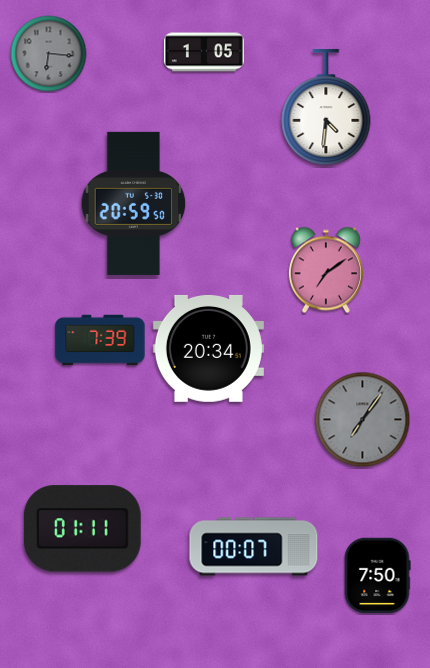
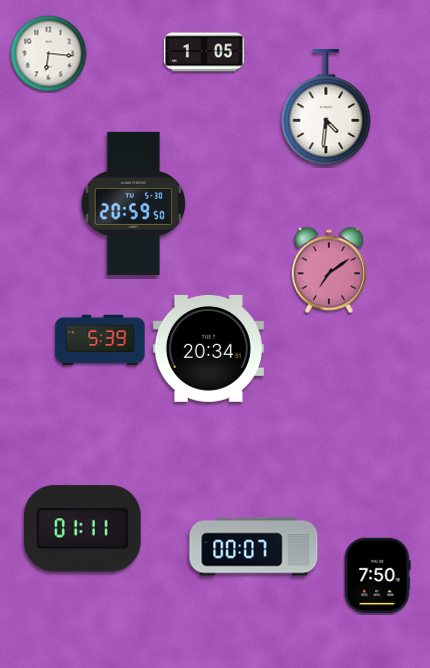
clock at (49, 54) dial: grey -> white
clock at (326, 270) position: (326, 270) -> (329, 270)
clock at (100, 340): 7:39 -> 5:39
clock at (363, 420): 7:06 -> none
